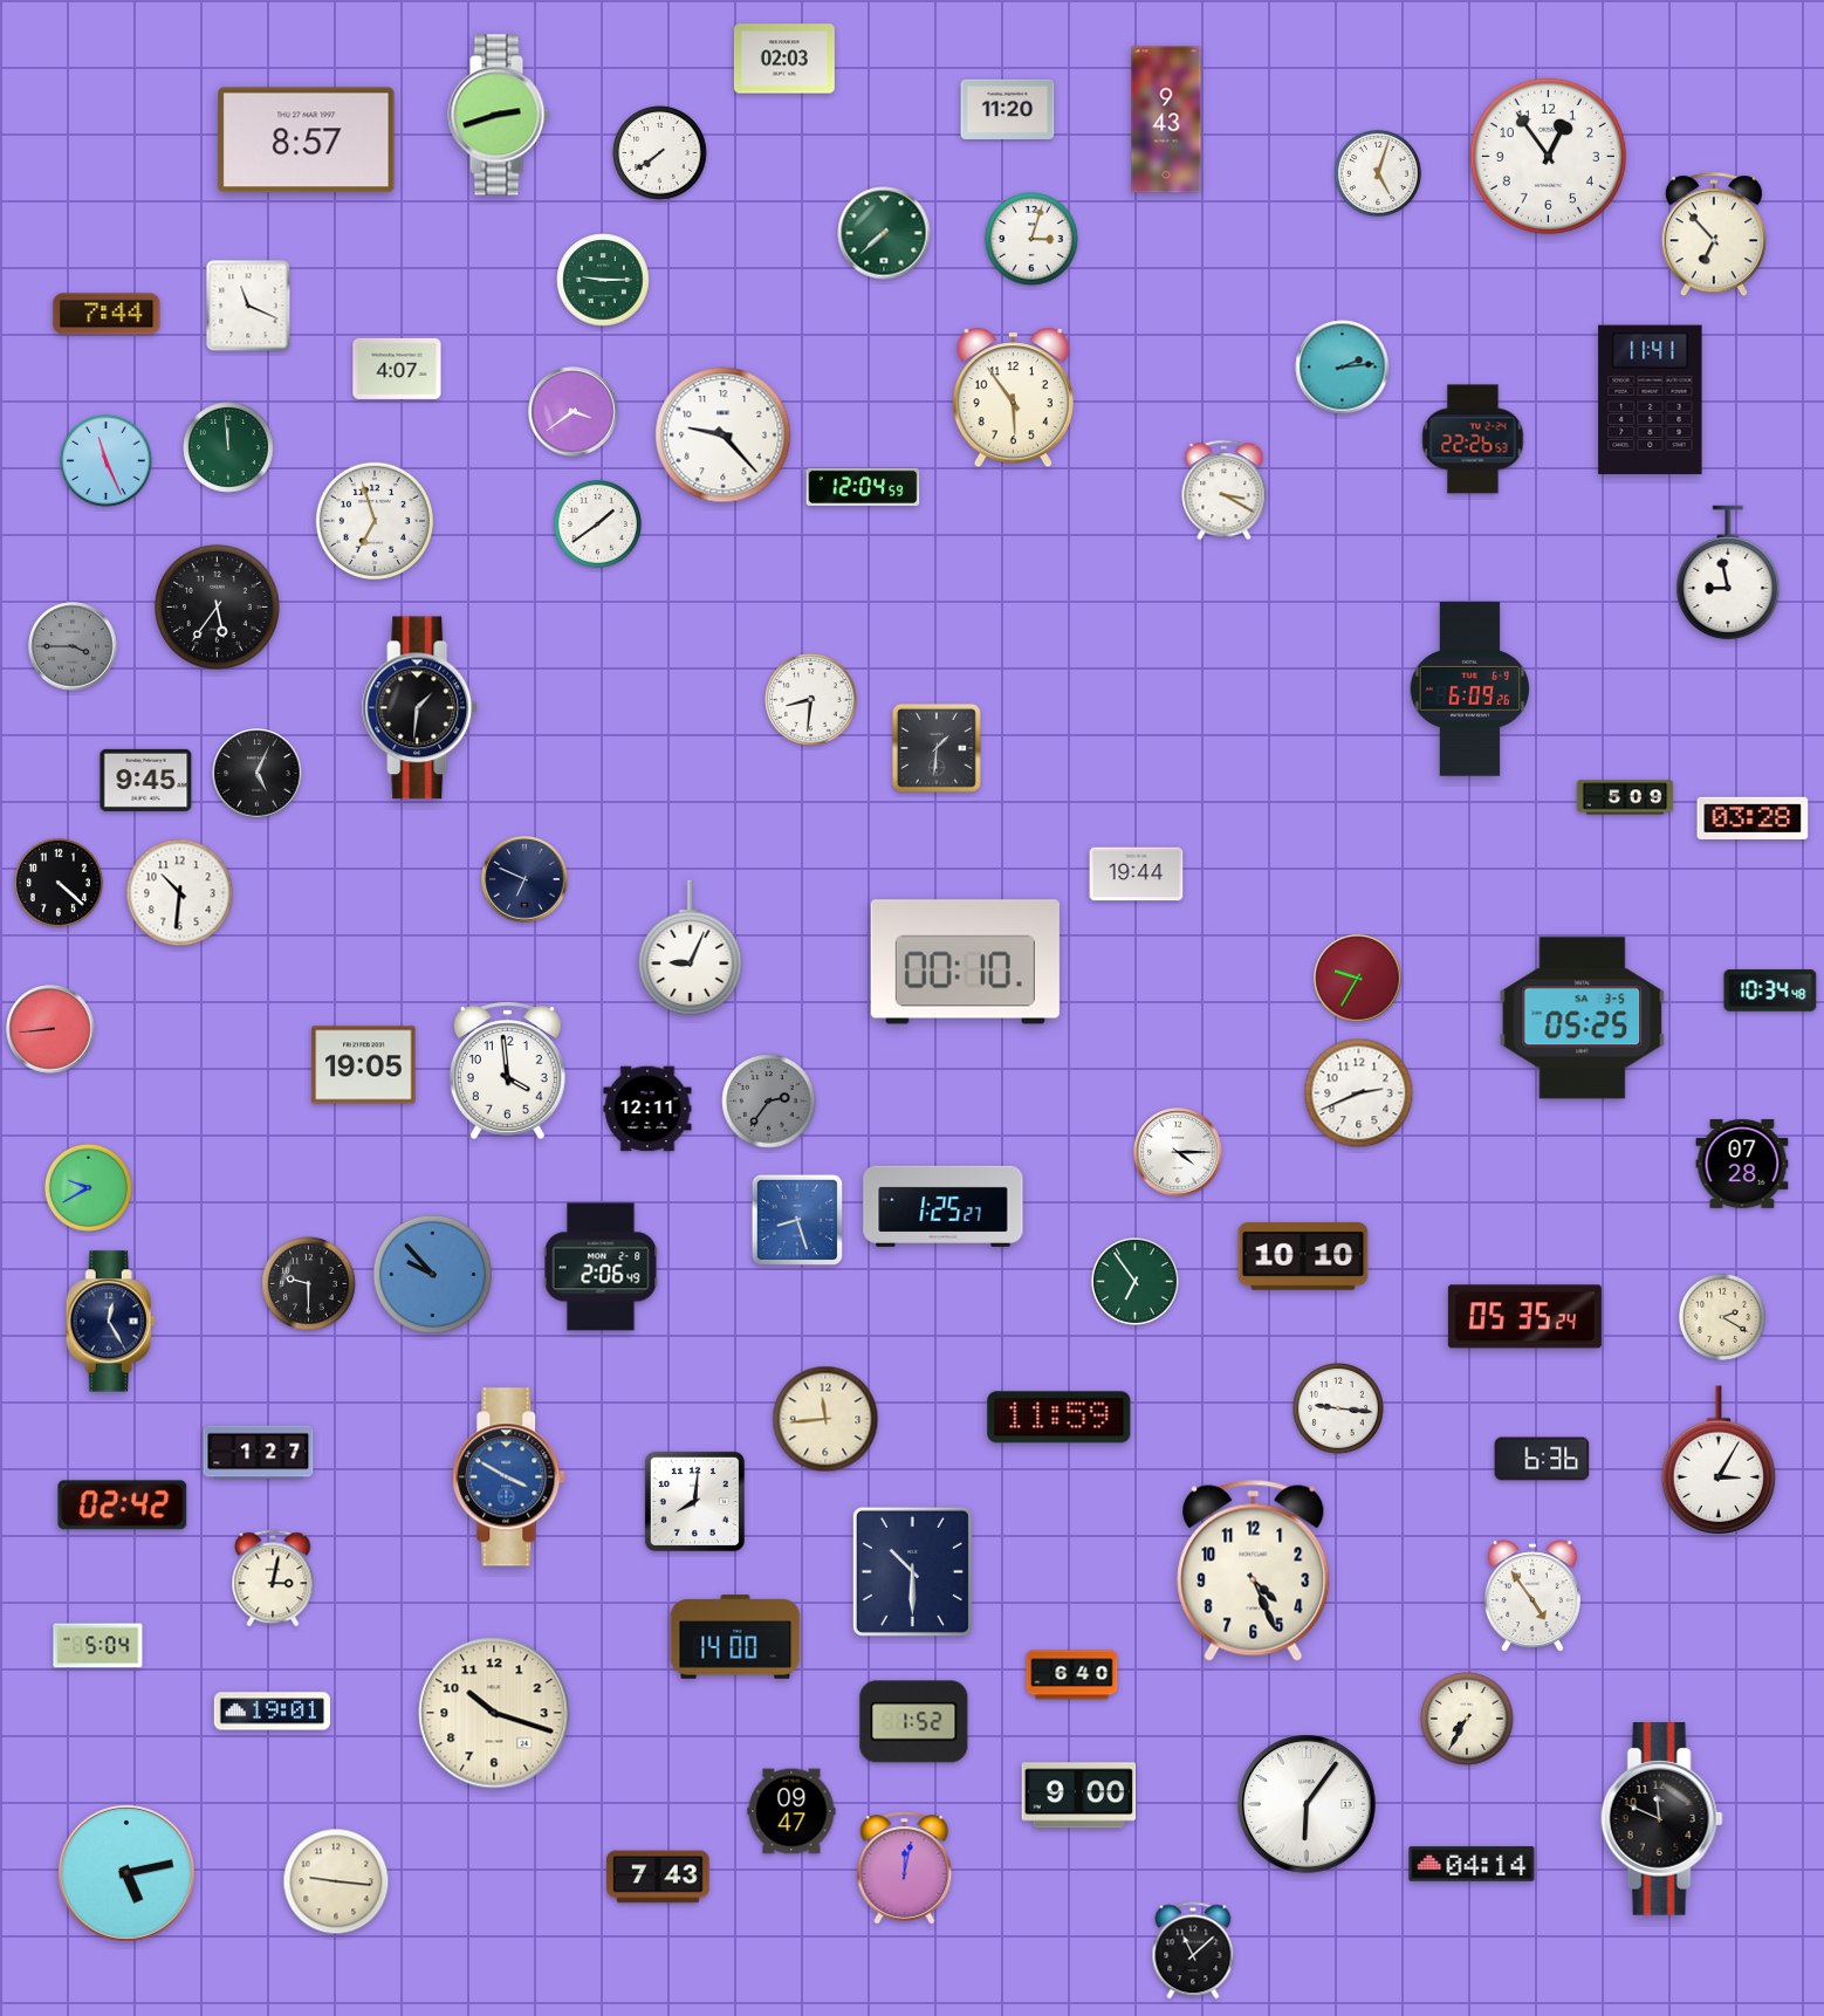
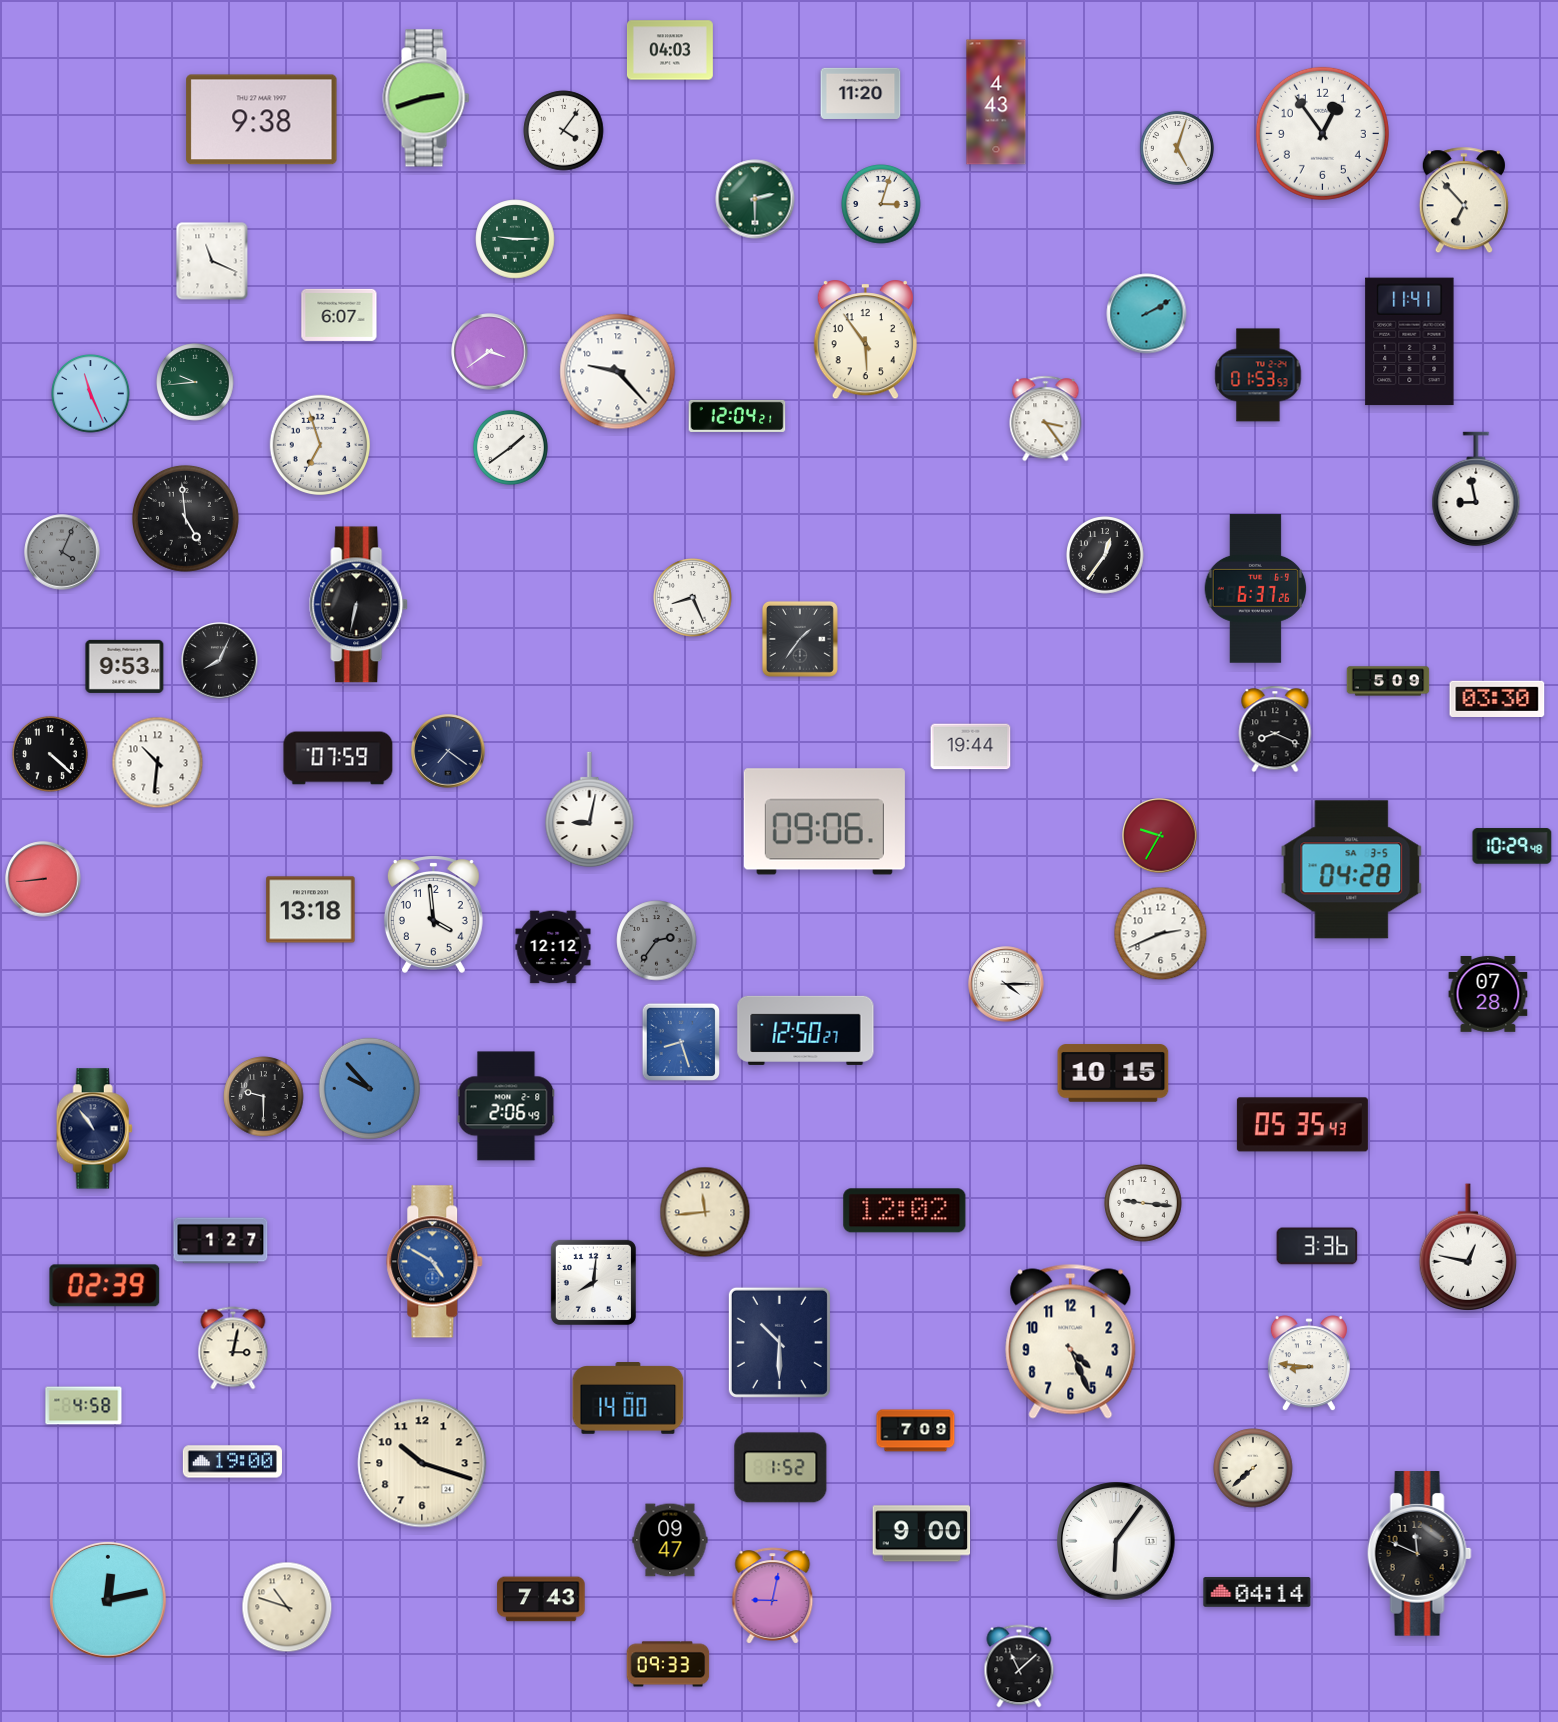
clock at (784, 59): 02:03 -> 04:03
clock at (1166, 119): 9:43 -> 4:43
clock at (307, 140): 8:57 -> 9:38
clock at (660, 153): 7:39 -> 4:06
clock at (884, 233): 7:38 -> 2:30
clock at (107, 314): 7:44 -> none
clock at (1343, 368): 2:14 -> 2:10
clock at (397, 369): 4:07 -> 6:07
clock at (1473, 439): 22:26 -> 01:53
clock at (228, 447): 11:59 -> 9:44
clock at (863, 487): 12:04:59 -> 12:04:21
clock at (1225, 491): 3:20 -> 3:24
clock at (217, 606): 5:36 -> 4:59
clock at (73, 646): 3:45 -> 4:04
clock at (1105, 555): none -> 12:36
clock at (1470, 690): 6:09 -> 6:37
clock at (811, 700): 8:31 -> 8:26
clock at (420, 708): 1:31 -> 6:32
clock at (937, 748): 1:31 -> 1:36
clock at (258, 774): 5:04 -> 8:04
clock at (146, 780): 9:45 -> 9:53
clock at (1753, 817): 03:28 -> 03:30
clock at (1275, 729): none -> 8:19
clock at (524, 879): 6:49 -> 7:21
clock at (338, 758): none -> 07:59
clock at (180, 893) position: (180, 893) -> (158, 763)
clock at (691, 948): 9:04 -> 9:02
clock at (965, 962): 00:10 -> 09:06
clock at (1770, 990): 10:34 -> 10:29
clock at (1583, 1019): 05:25 -> 04:28
clock at (364, 1065): 19:05 -> 13:18
clock at (647, 1109): 12:11 -> 12:12
clock at (88, 1187): 9:40 -> none
clock at (944, 1206): 1:25 -> 12:50
clock at (1303, 1256): 10:10 -> 10:15
clock at (601, 1267) position: (601, 1267) -> (506, 1106)
clock at (1134, 1281): 6:54 -> none
clock at (1524, 1317): 05:35:24 -> 05:35:43
clock at (1722, 1317): 2:20 -> none
clock at (110, 1322): 12:25 -> 10:54
clock at (1060, 1418): 11:59 -> 12:02
clock at (1542, 1459): 6:36 -> 3:36
clock at (1719, 1460): 3:05 -> 12:47
clock at (509, 1477): 3:50 -> 4:50
clock at (123, 1506): 02:42 -> 02:39
clock at (1532, 1597): 4:54 -> 8:46
clock at (98, 1646): 5:04 -> 4:58
clock at (1072, 1675): 6:40 -> 7:09
clock at (272, 1712): 19:01 -> 19:00
clock at (1467, 1719): 7:35 -> 7:38
clock at (914, 1722) position: (914, 1722) -> (781, 1468)
clock at (791, 1811) position: (791, 1811) -> (670, 1540)
clock at (905, 1868): 12:02 -> 9:02
clock at (128, 1874): 5:13 -> 12:13
clock at (658, 1877) position: (658, 1877) -> (541, 1599)
clock at (336, 1881): 9:16 -> 10:48
clock at (668, 1664): none -> 09:33
